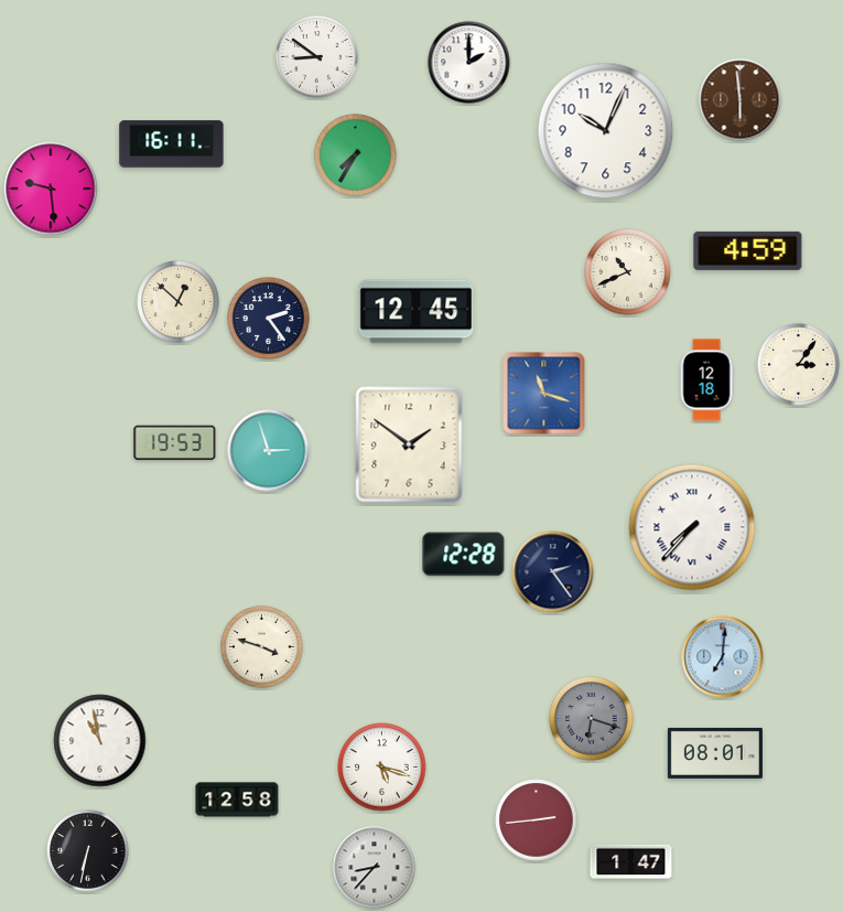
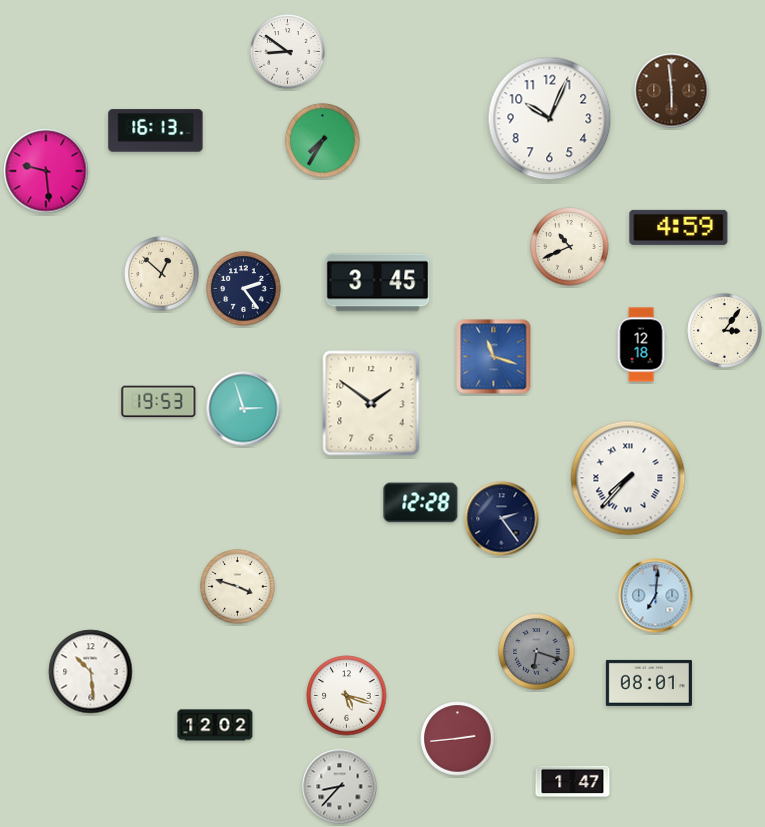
clock at (469, 63): 2:00 -> none
clock at (172, 144): 16:11 -> 16:13
clock at (417, 312): 12:45 -> 3:45
clock at (100, 741): 10:58 -> 10:29
clock at (237, 800): 12:58 -> 12:02
clock at (537, 820) position: (537, 820) -> (458, 739)
clock at (88, 851): 6:32 -> none
